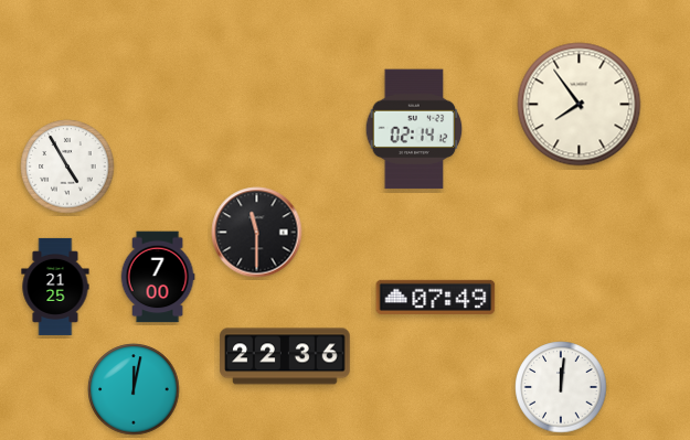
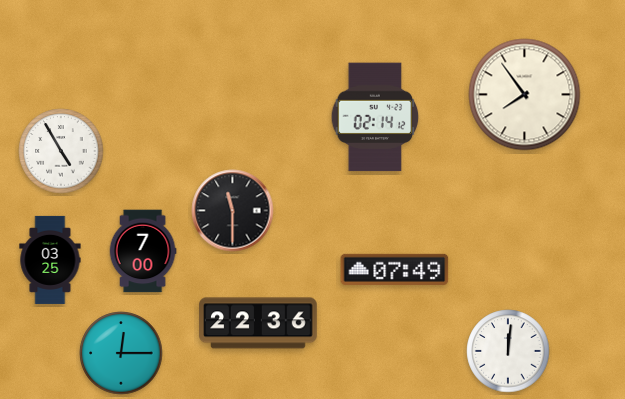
clock at (55, 287): 21:25 -> 03:25
clock at (134, 389): 12:02 -> 12:15
